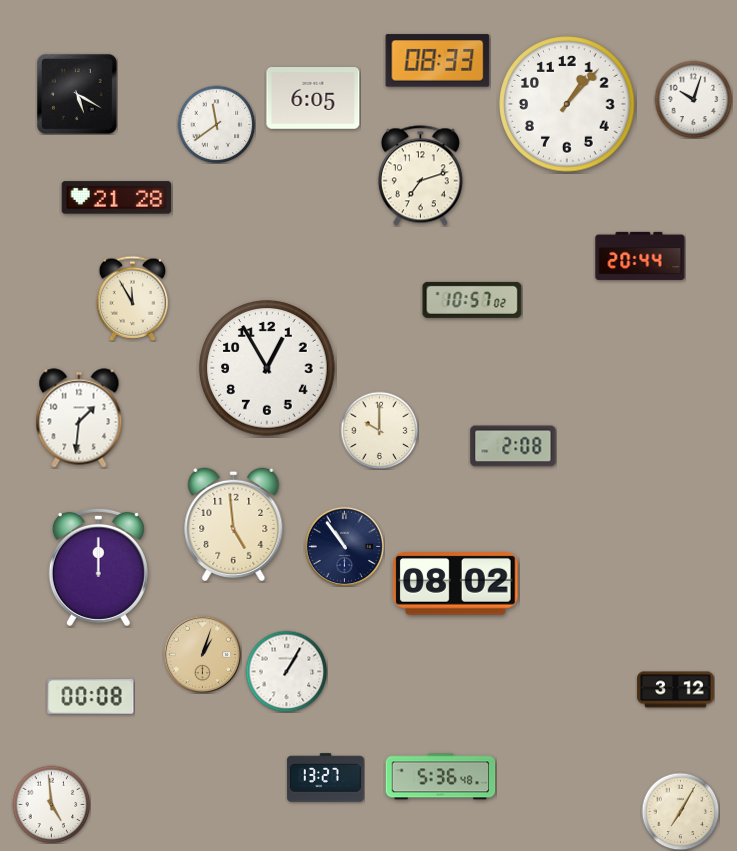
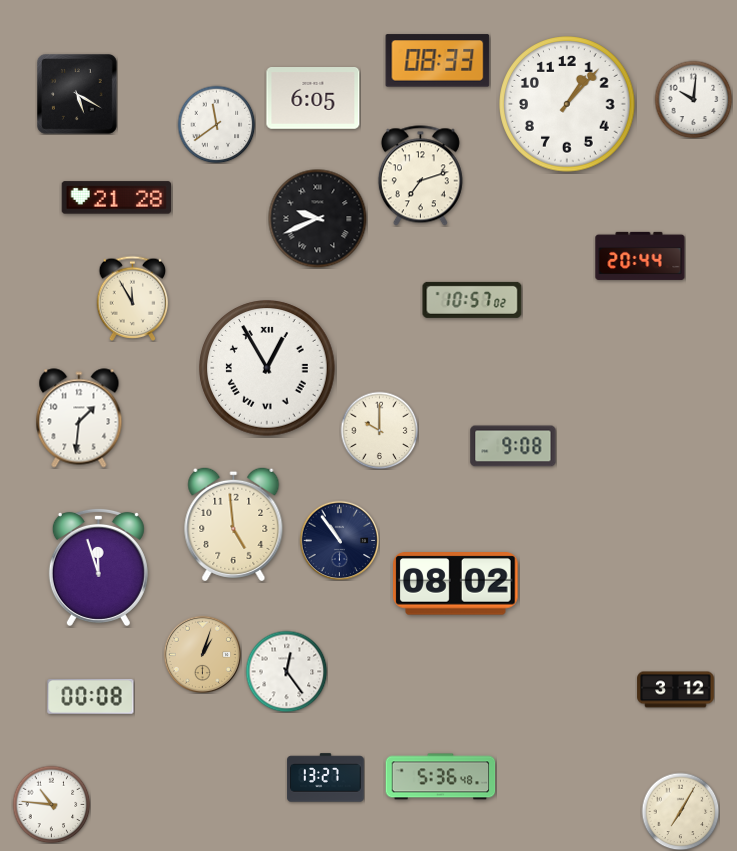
clock at (693, 99): 10:03 -> 10:01
clock at (318, 219): none -> 9:41
clock at (267, 368) numerals: Arabic -> Roman
clock at (513, 446): 2:08 -> 9:08
clock at (344, 546) position: (344, 546) -> (339, 540)
clock at (98, 567): 12:00 -> 11:57
clock at (286, 671): 1:05 -> 12:24
clock at (51, 804): 4:59 -> 10:46
